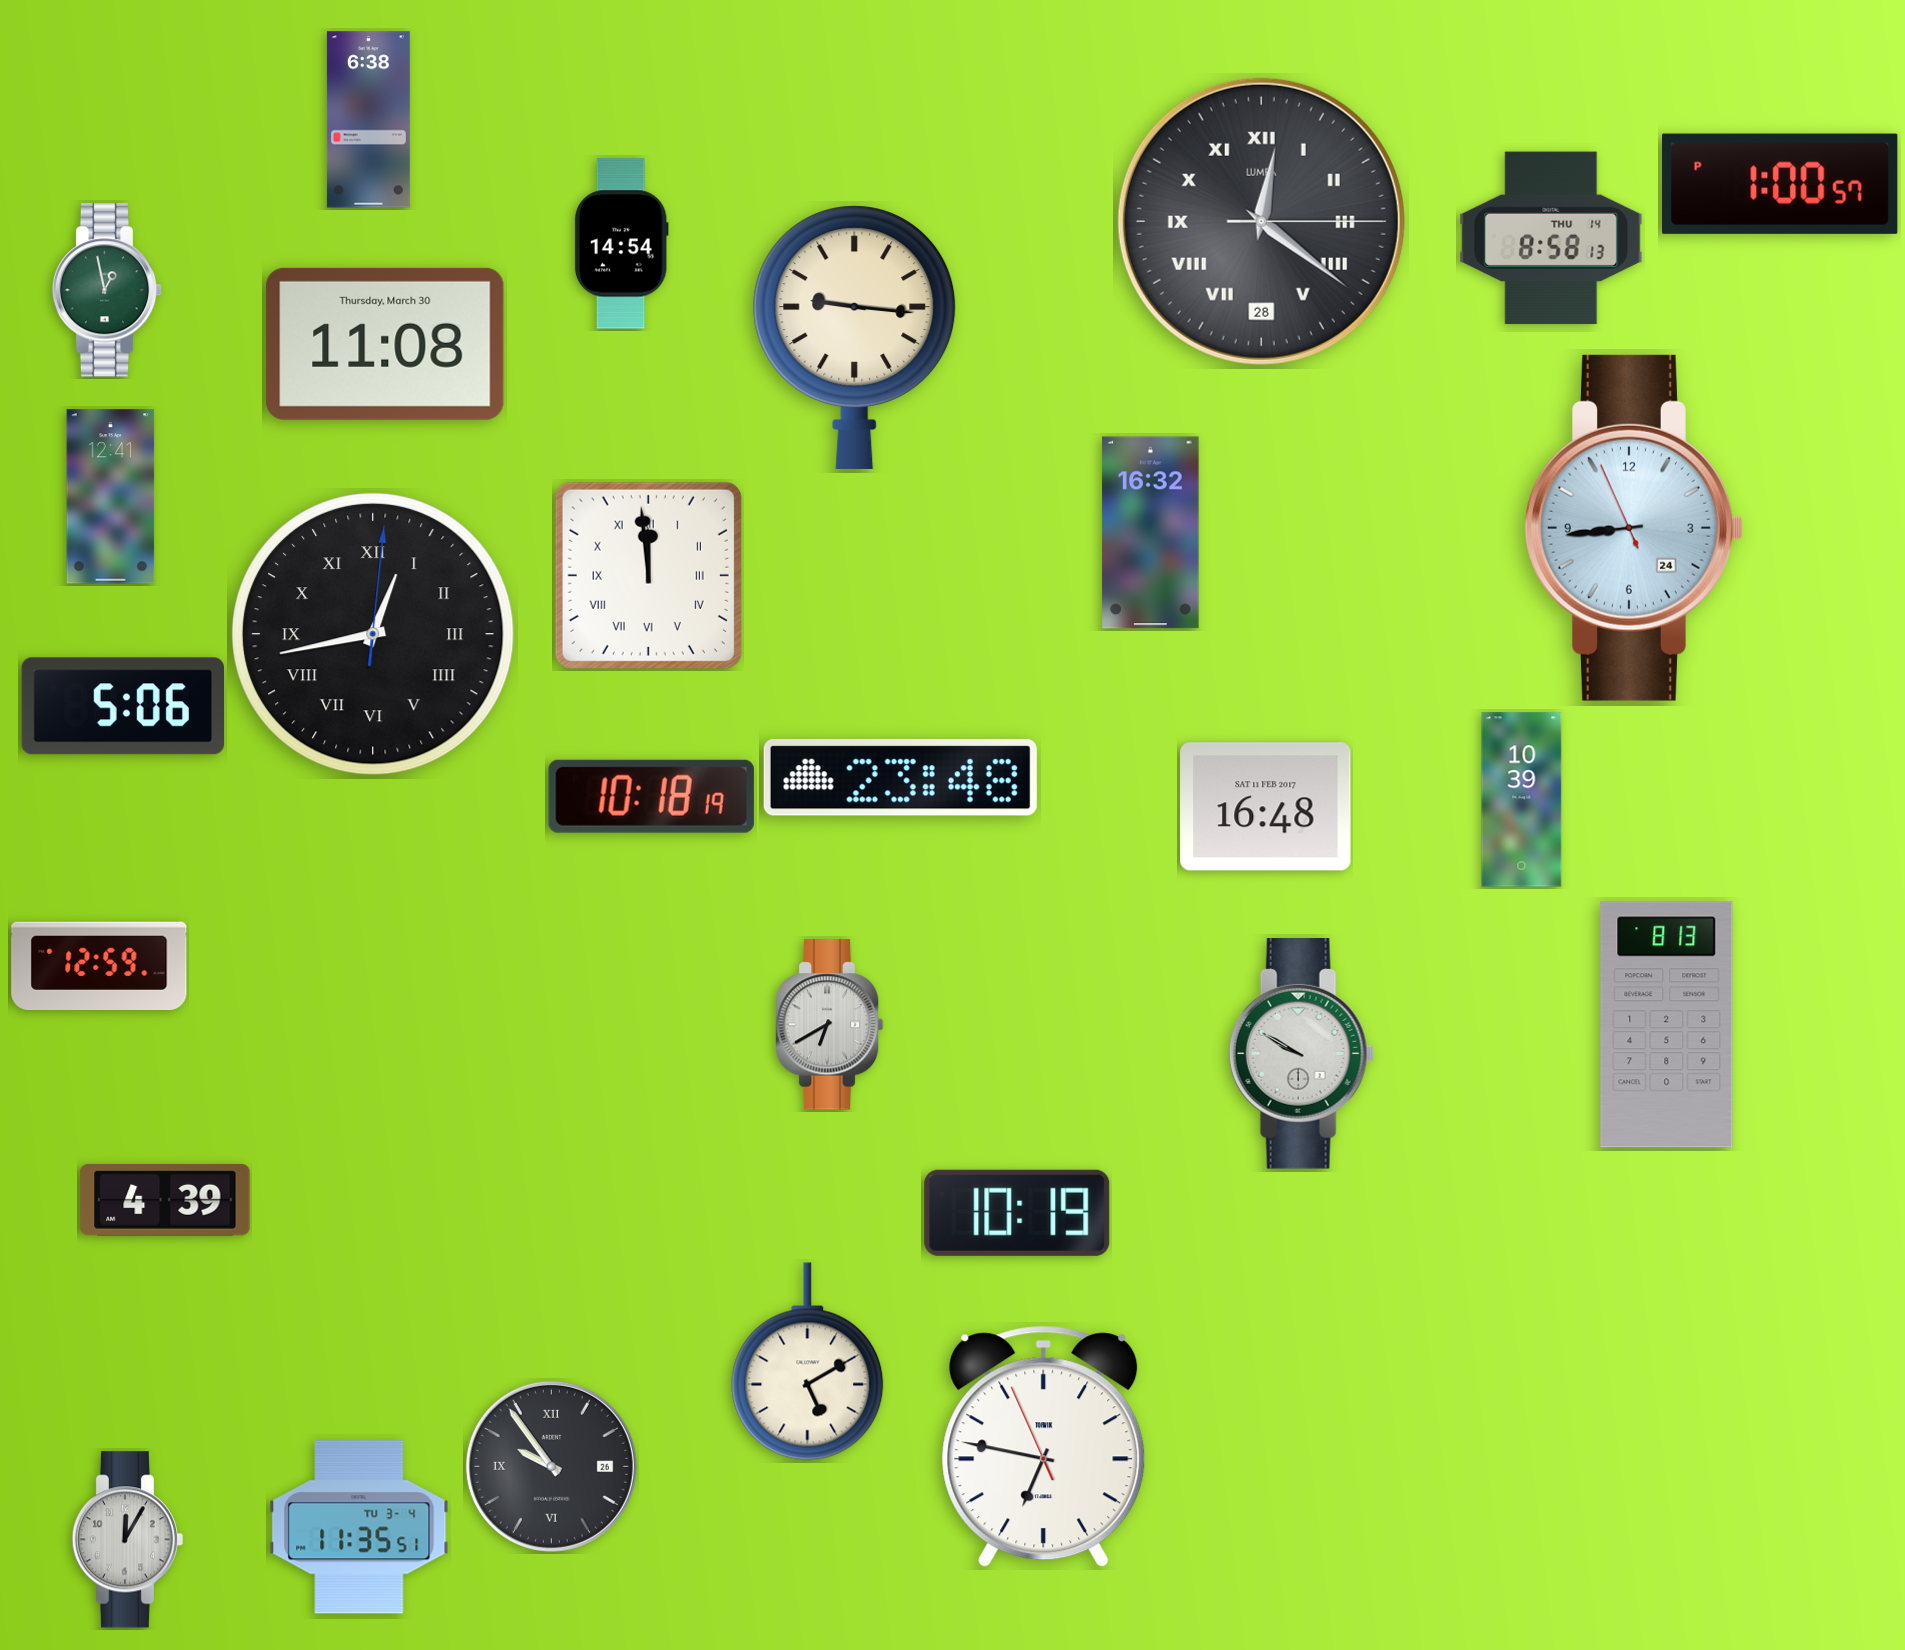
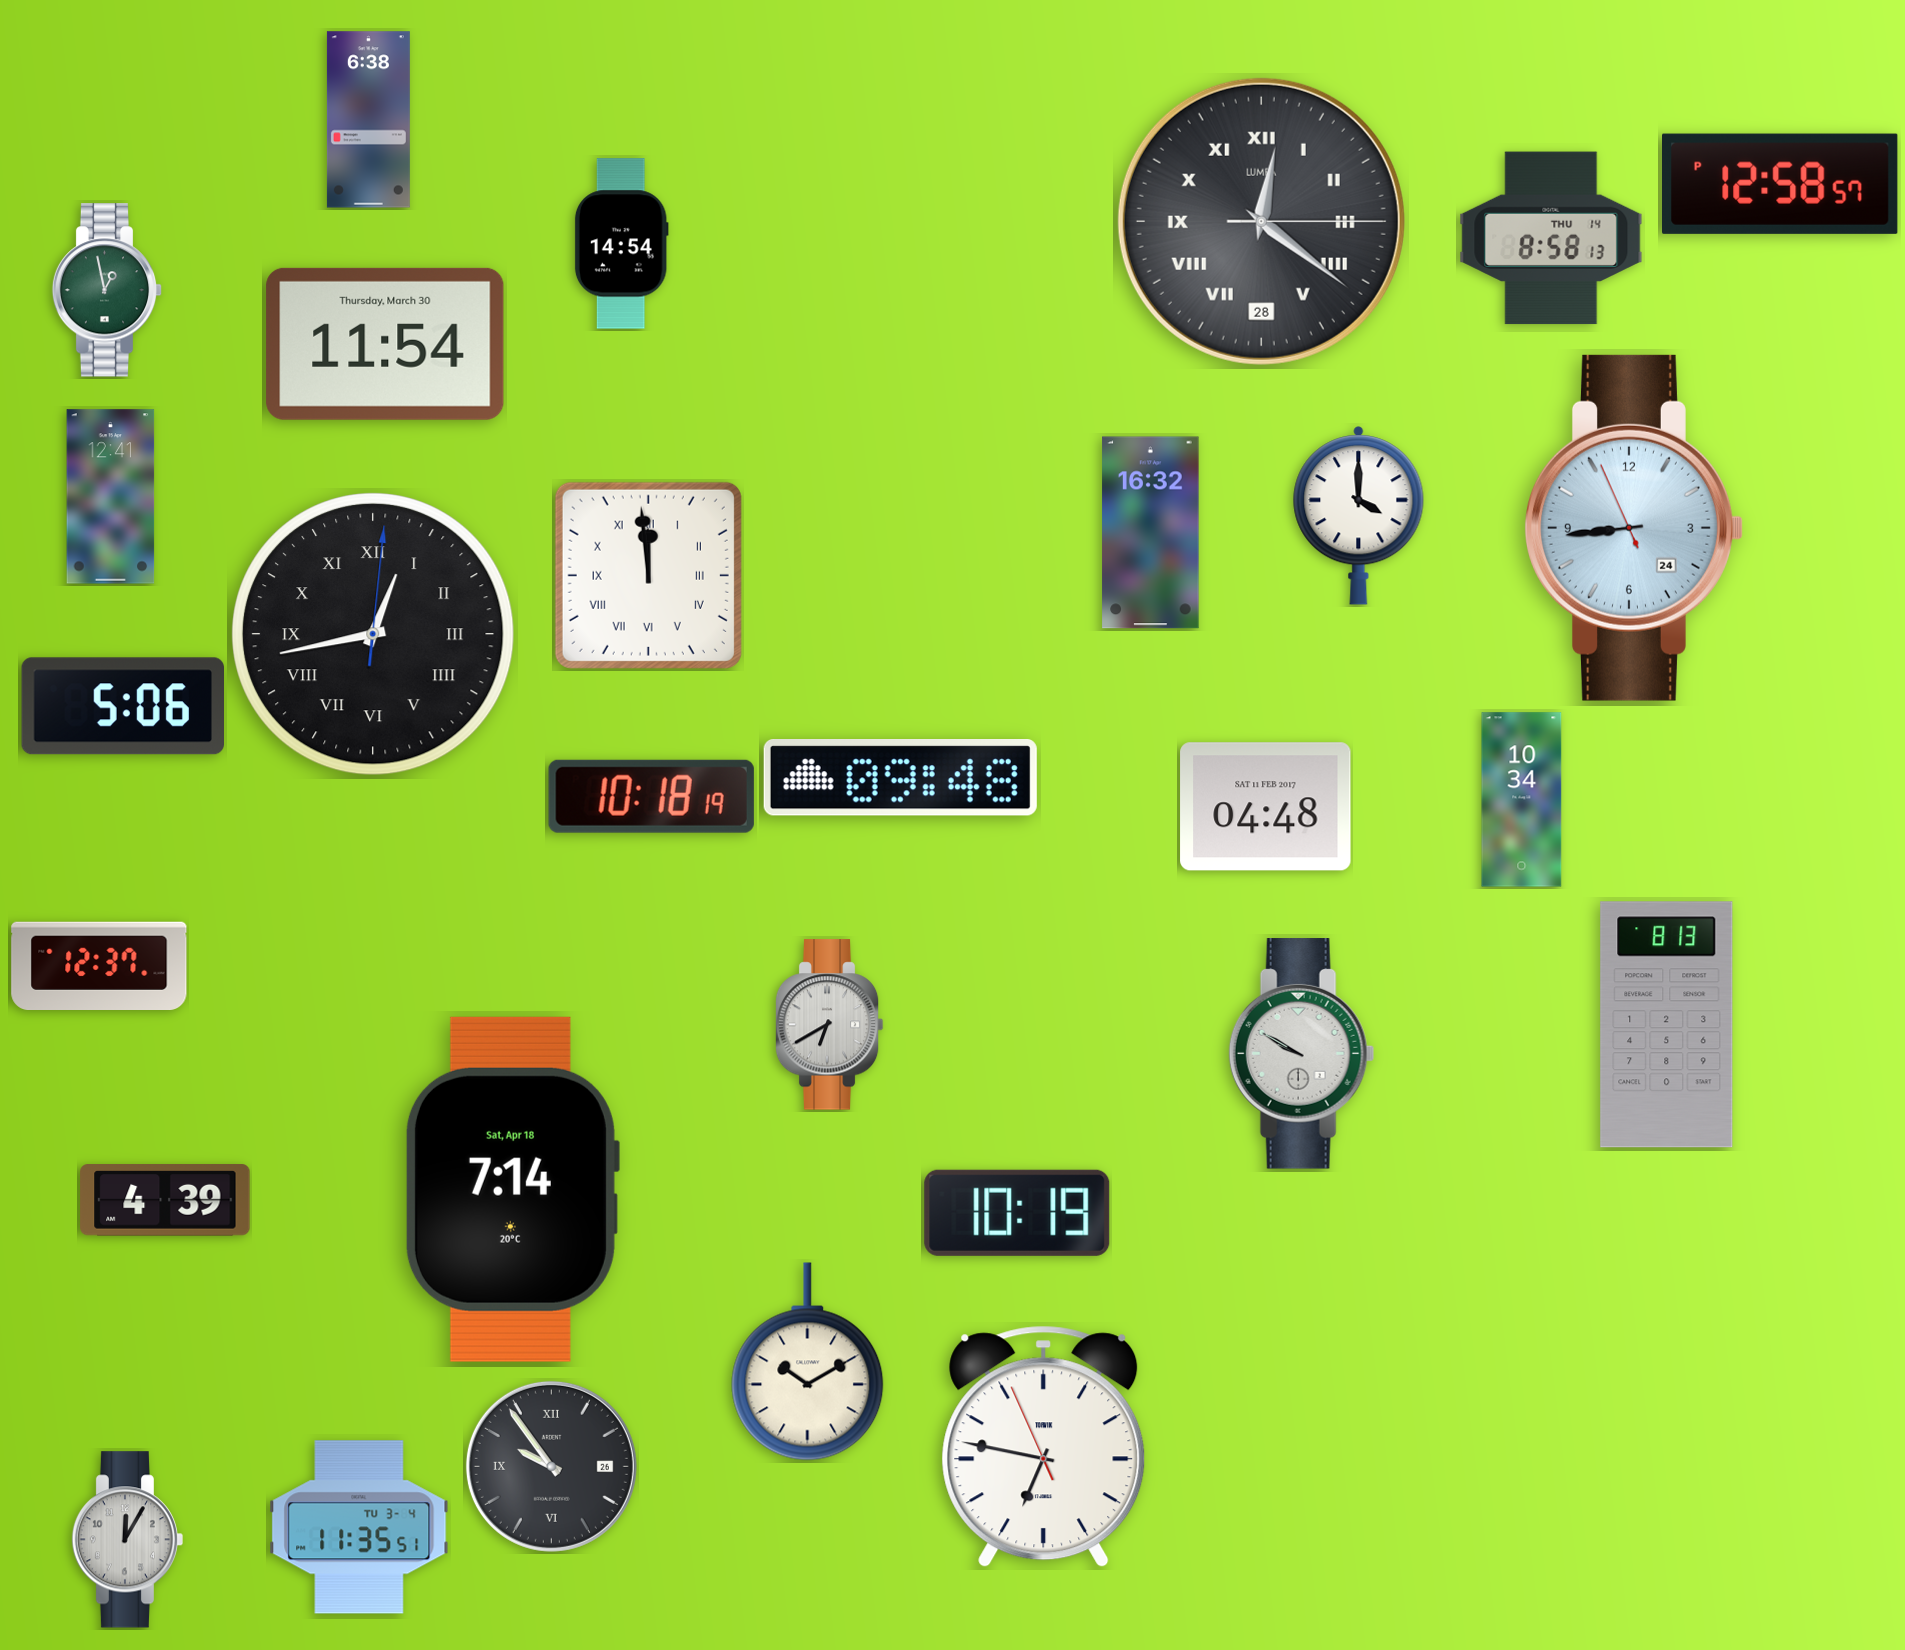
clock at (1781, 184): 1:00 -> 12:58
clock at (855, 337): 9:16 -> none
clock at (385, 344): 11:08 -> 11:54
clock at (1359, 516): none -> 4:00
clock at (900, 778): 23:48 -> 09:48
clock at (1522, 800): 10:39 -> 10:34
clock at (1266, 807): 16:48 -> 04:48
clock at (99, 965): 12:59 -> 12:37
clock at (512, 1189): none -> 7:14
clock at (808, 1362): 5:10 -> 10:10
